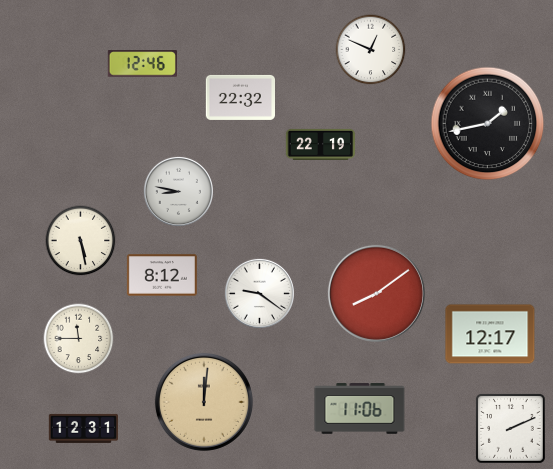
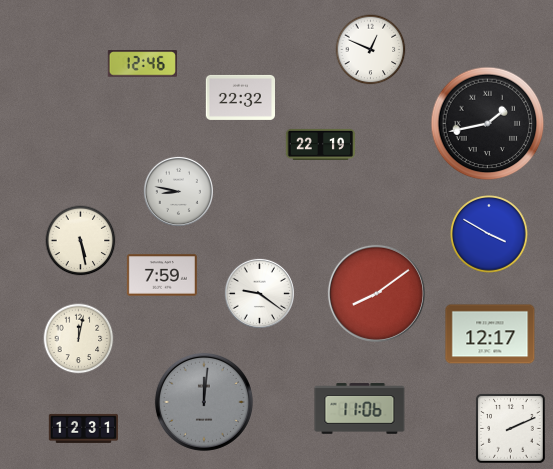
clock at (489, 234): none -> 3:50
clock at (162, 275): 8:12 -> 7:59
clock at (79, 339): 11:45 -> 12:02
clock at (204, 402) dial: champagne -> grey
